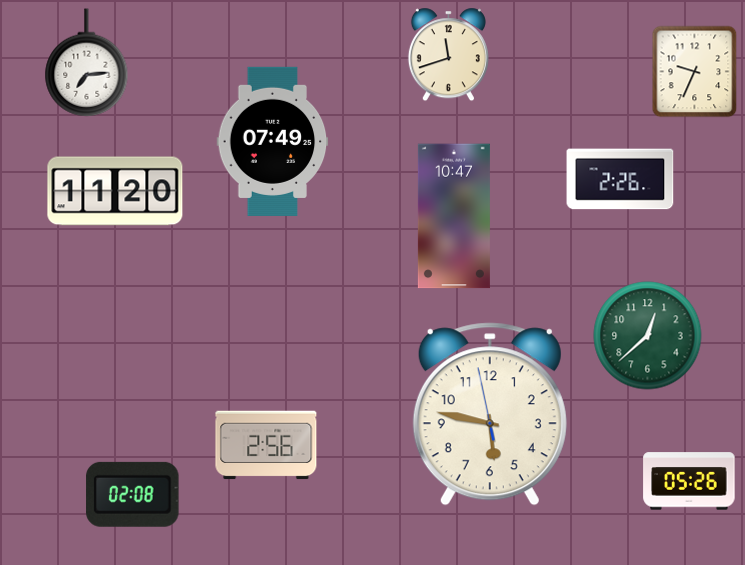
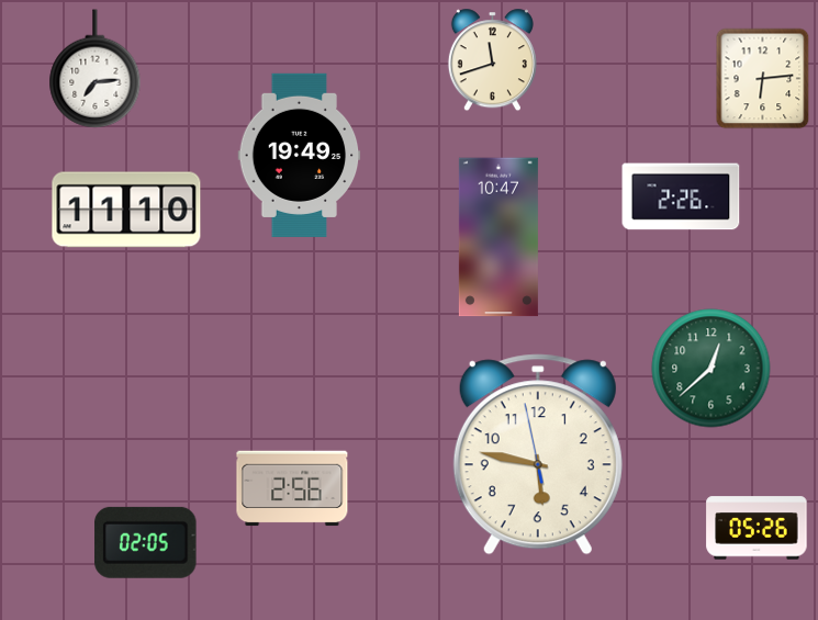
clock at (695, 72): 9:34 -> 6:14
clock at (273, 141): 07:49 -> 19:49
clock at (115, 191): 11:20 -> 11:10
clock at (133, 494): 02:08 -> 02:05
